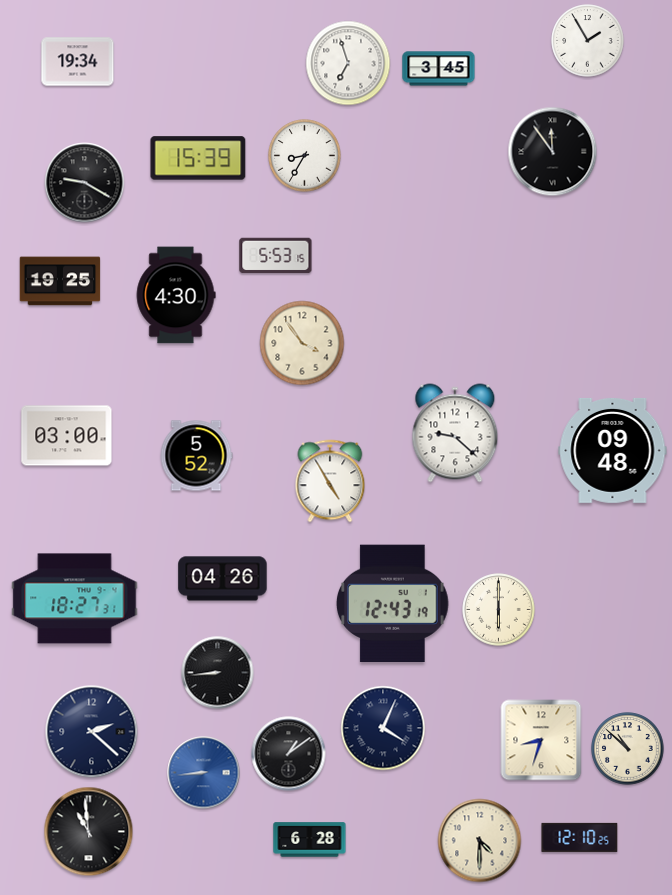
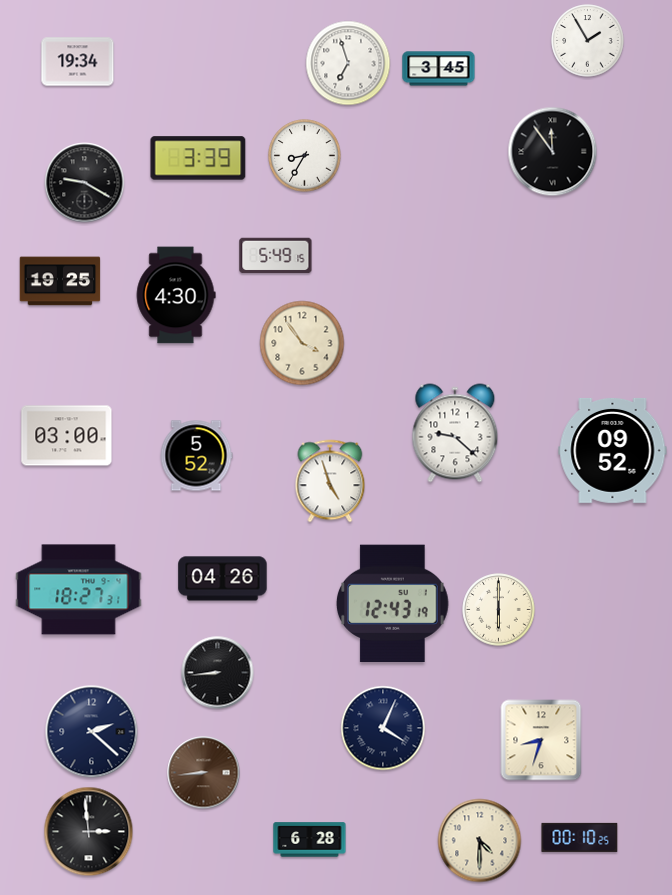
clock at (198, 158): 15:39 -> 3:39
clock at (276, 256): 5:53 -> 5:49
clock at (613, 450): 09:48 -> 09:52
clock at (330, 481): 4:55 -> 4:57
clock at (75, 599) position: (75, 599) -> (79, 590)
clock at (628, 749): 10:52 -> none
clock at (289, 754): 1:09 -> none
clock at (204, 773) dial: blue -> brown
clock at (89, 832): 10:59 -> 2:59
clock at (580, 837): 12:10 -> 00:10
